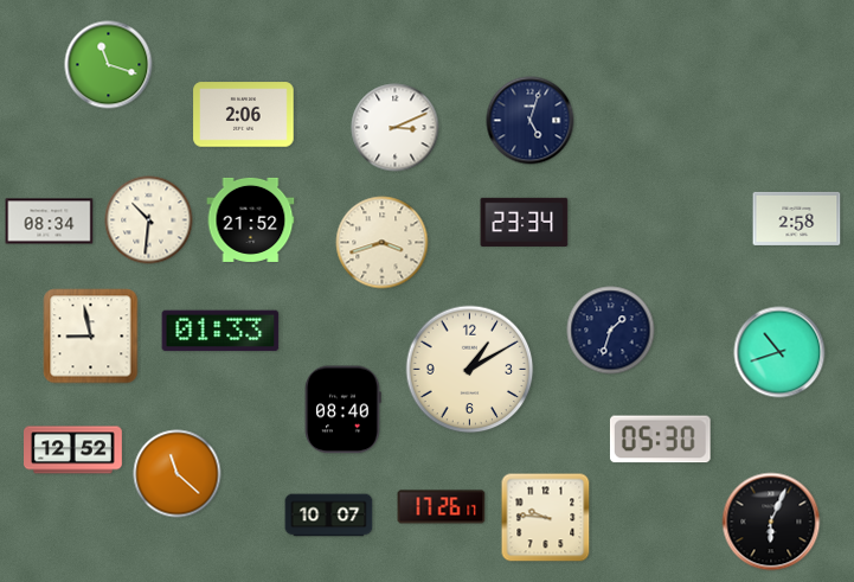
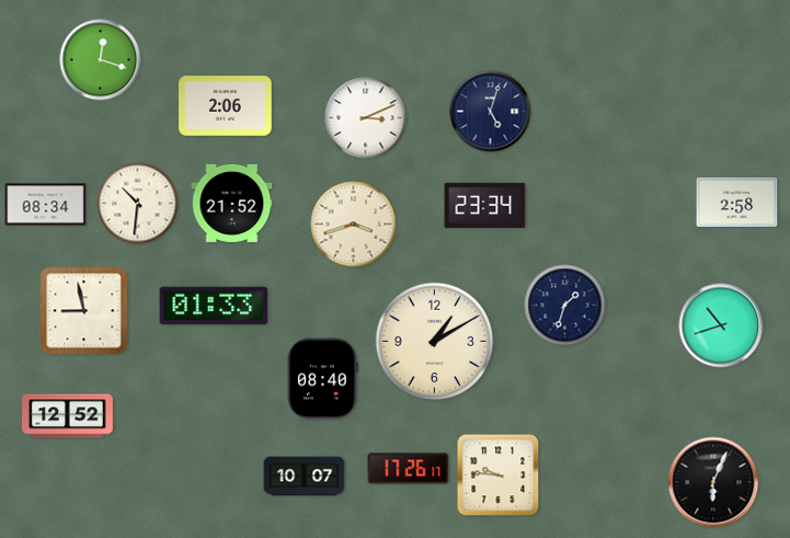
clock at (109, 65): 11:18 -> 12:18
clock at (220, 331) position: (220, 331) -> (214, 306)
clock at (342, 410) position: (342, 410) -> (322, 379)
clock at (661, 440): 05:30 -> none
clock at (178, 474): 11:22 -> none
clock at (546, 518) position: (546, 518) -> (499, 476)
